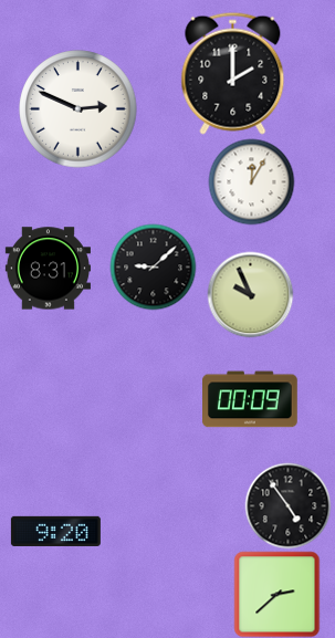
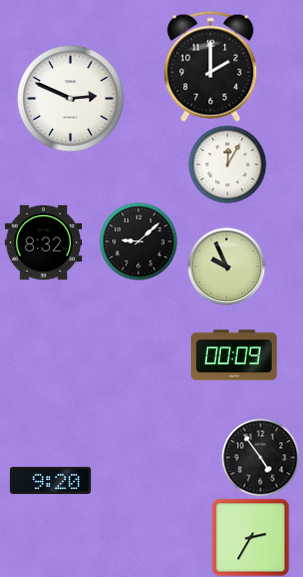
clock at (48, 269): 8:31 -> 8:32
clock at (251, 399) position: (251, 399) -> (235, 355)
clock at (276, 594): 2:38 -> 2:35
